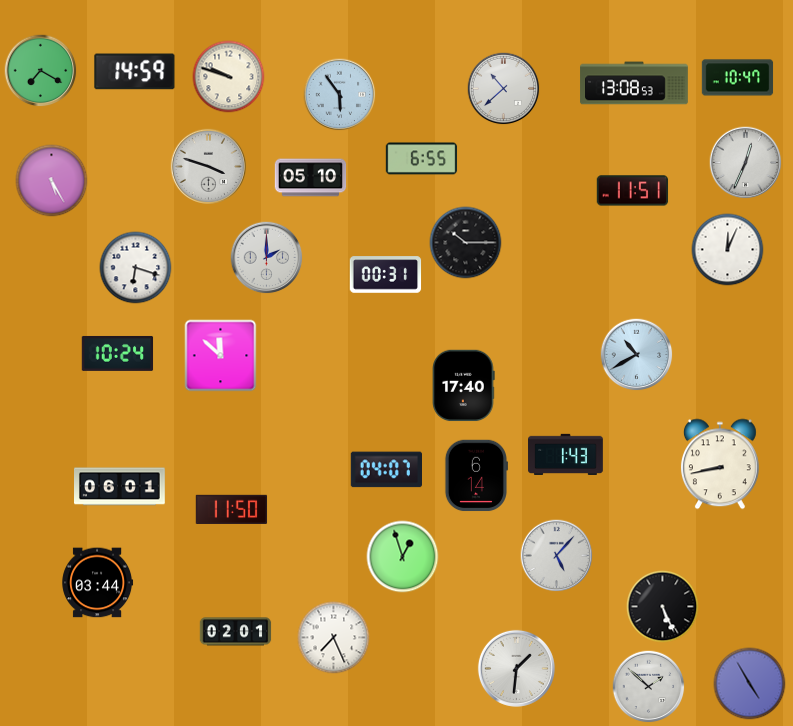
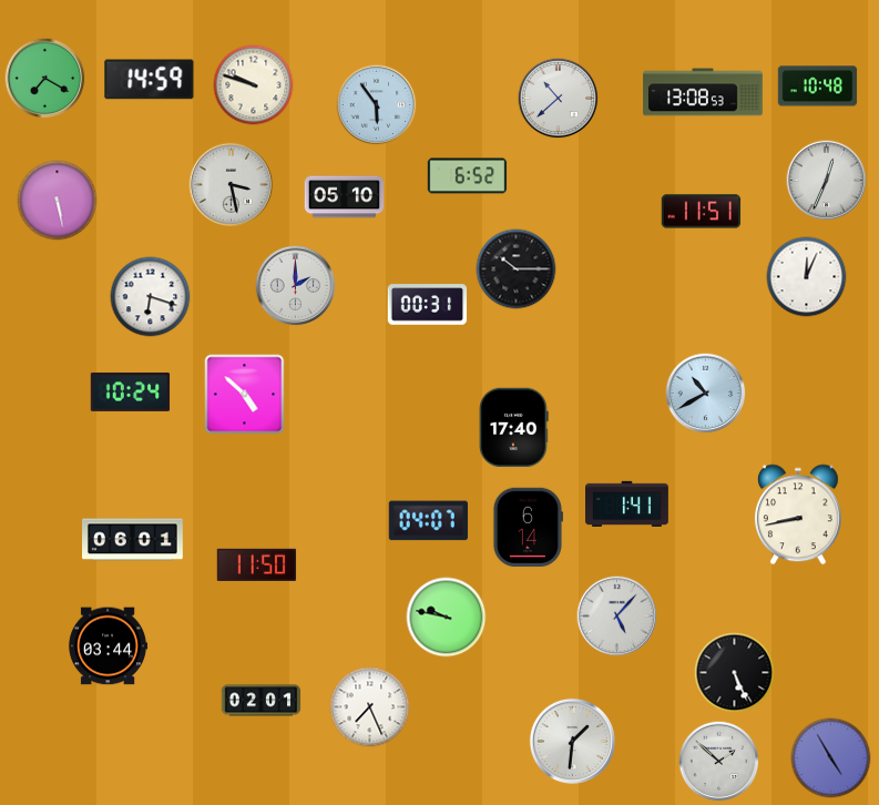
clock at (738, 78): 10:47 -> 10:48
clock at (422, 159): 6:55 -> 6:52
clock at (208, 166): 3:48 -> 3:28
clock at (52, 181): 5:25 -> 5:28
clock at (221, 356): 11:52 -> 4:52
clock at (566, 454): 1:43 -> 1:41
clock at (403, 557): 12:57 -> 9:47
